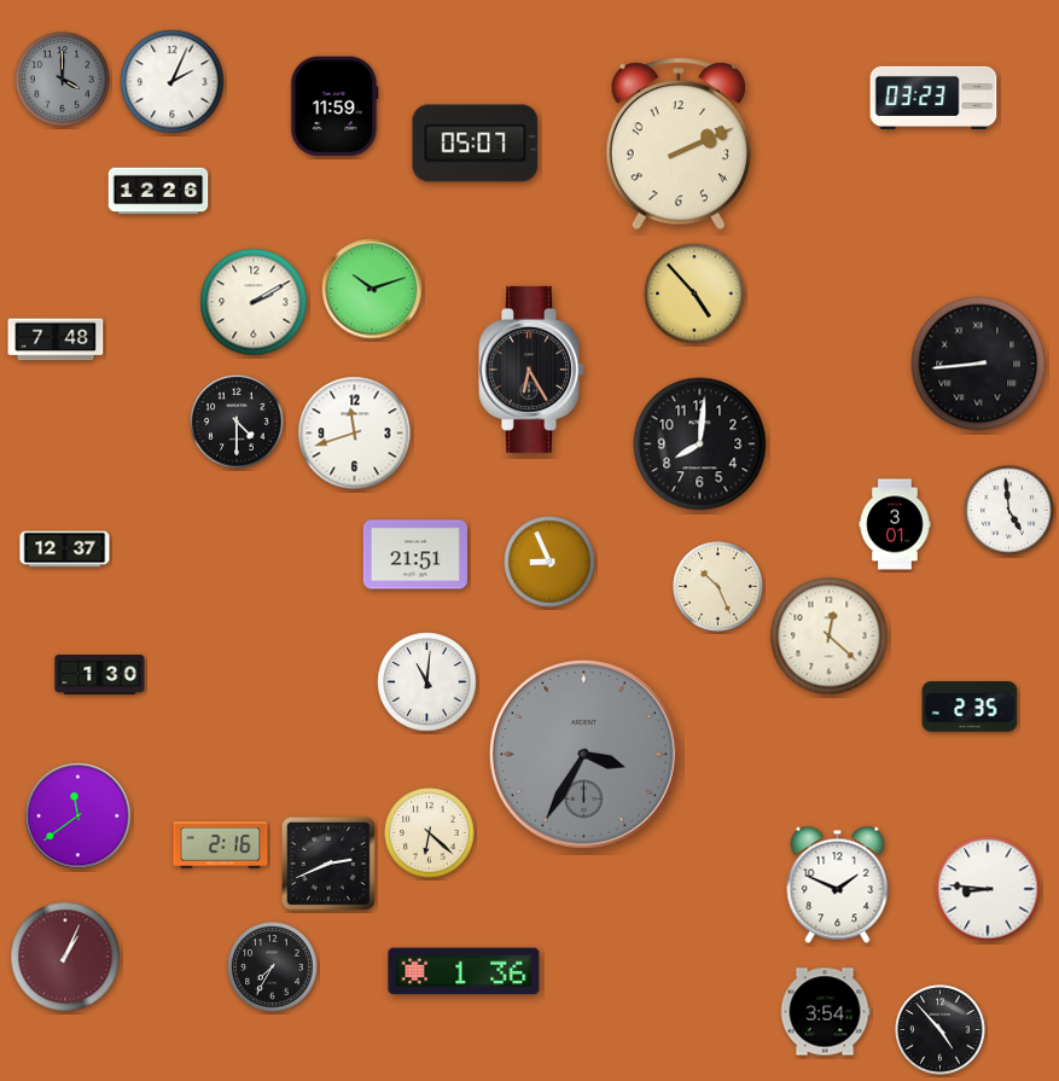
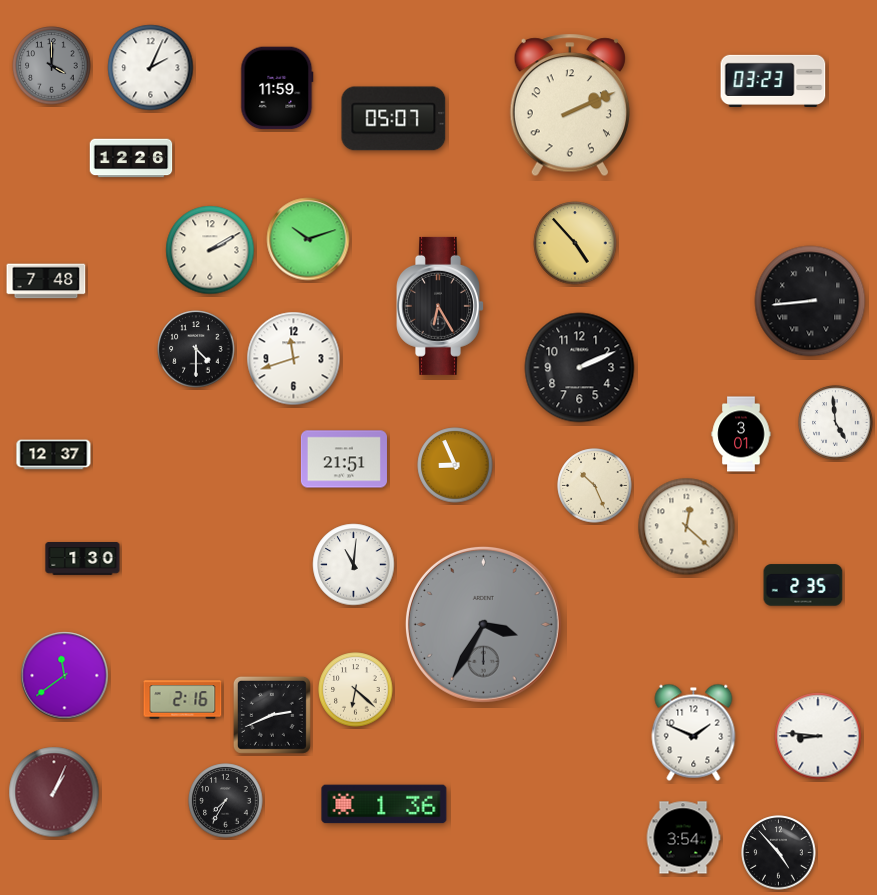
clock at (173, 82) position: (173, 82) -> (151, 68)
clock at (679, 144) position: (679, 144) -> (570, 105)
clock at (700, 444): 8:01 -> 2:11
